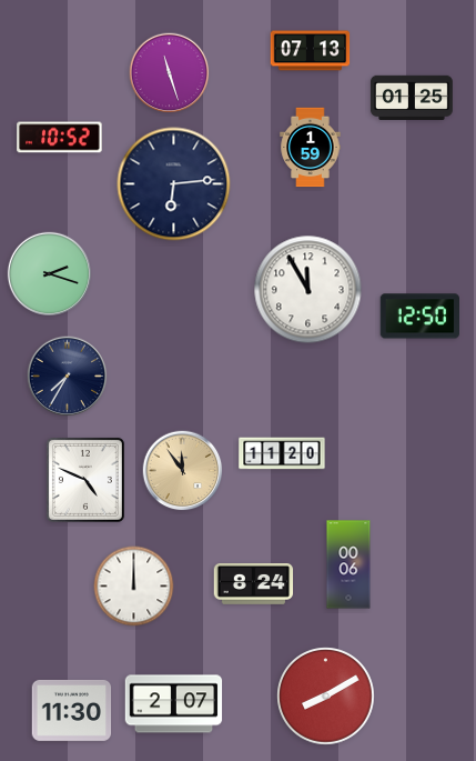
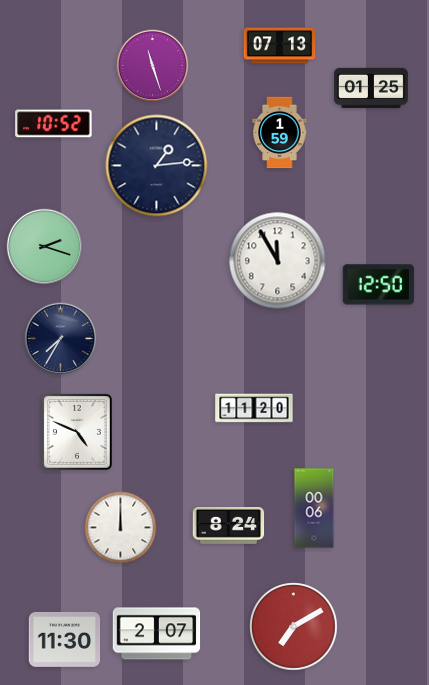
clock at (174, 184): 6:14 -> 1:14
clock at (183, 471): 11:54 -> none
clock at (326, 697): 8:10 -> 7:10
